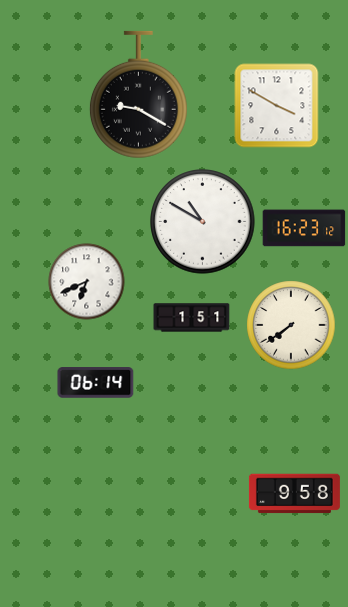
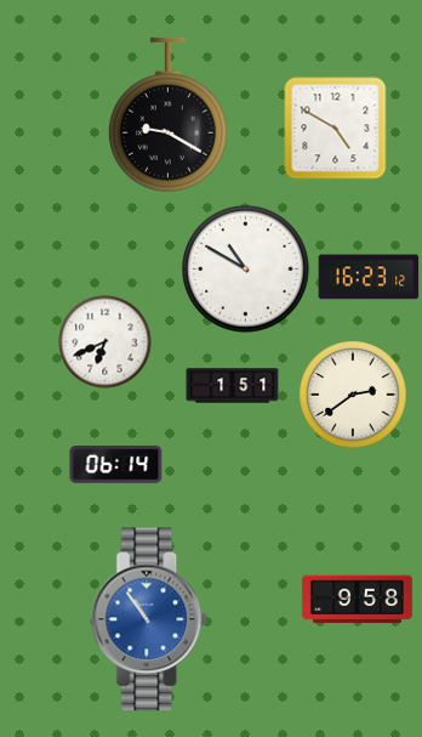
clock at (277, 106): 3:50 -> 4:50
clock at (291, 325): 7:39 -> 2:39
clock at (150, 619): none -> 10:54
